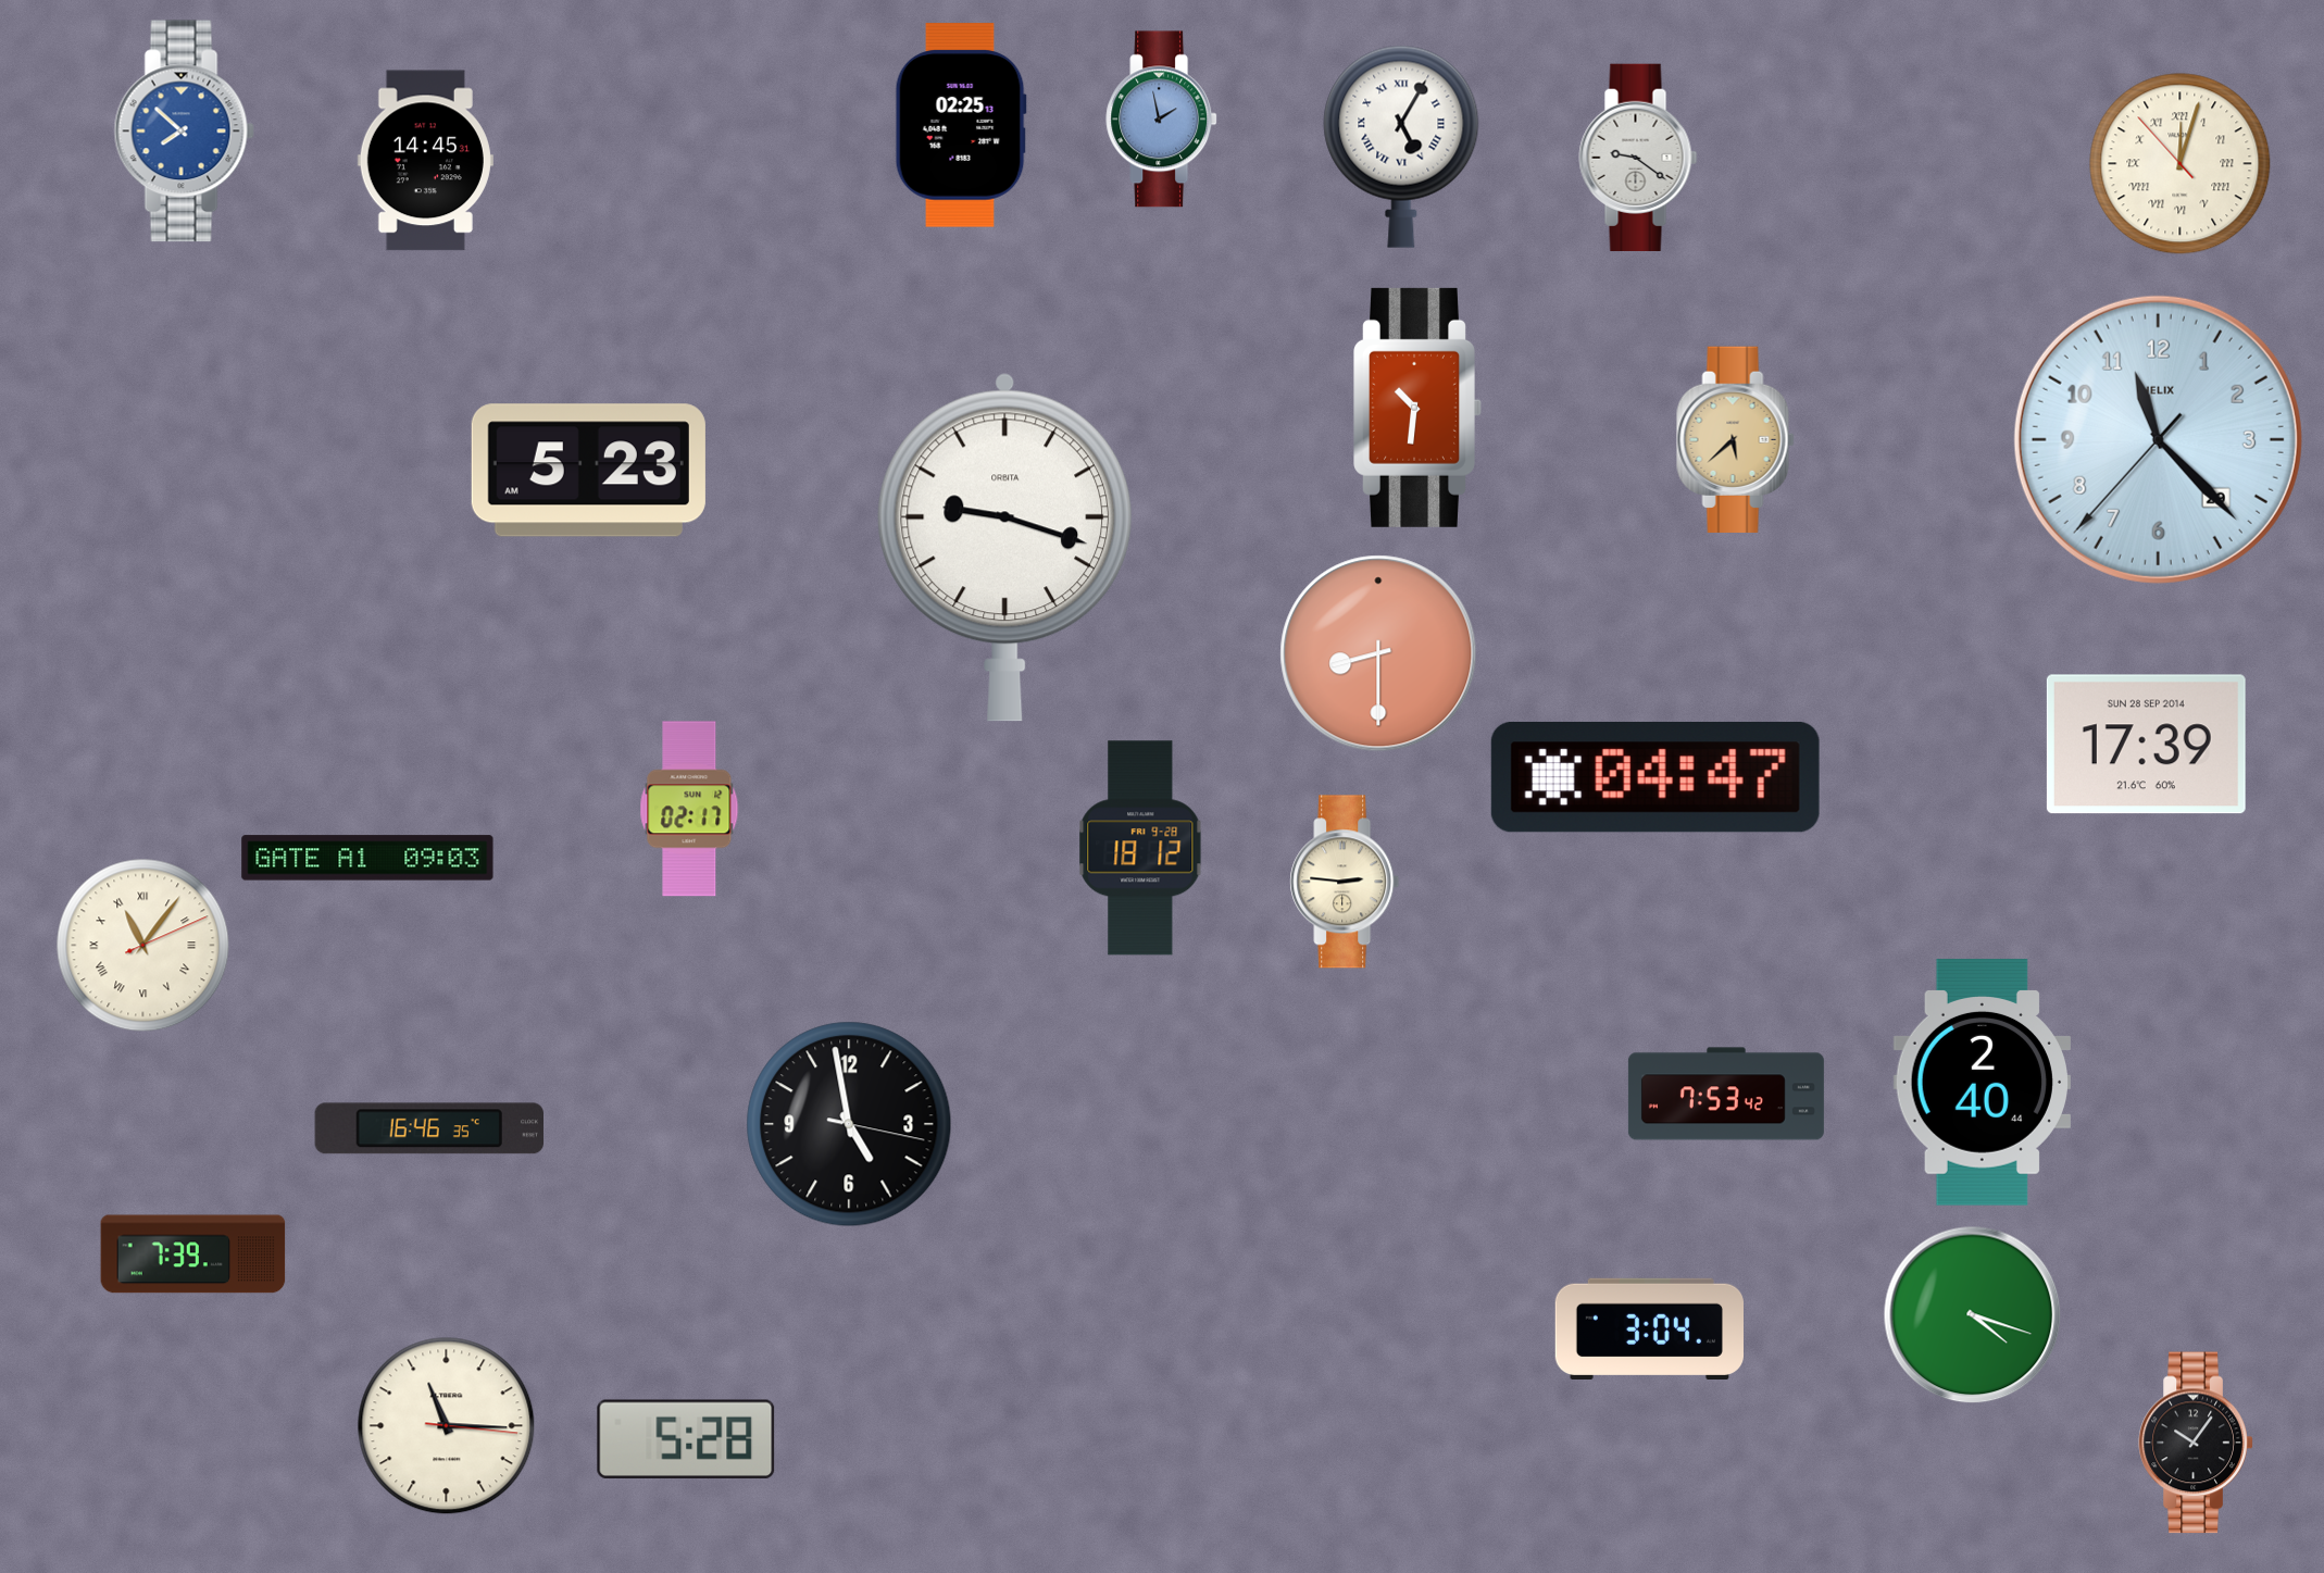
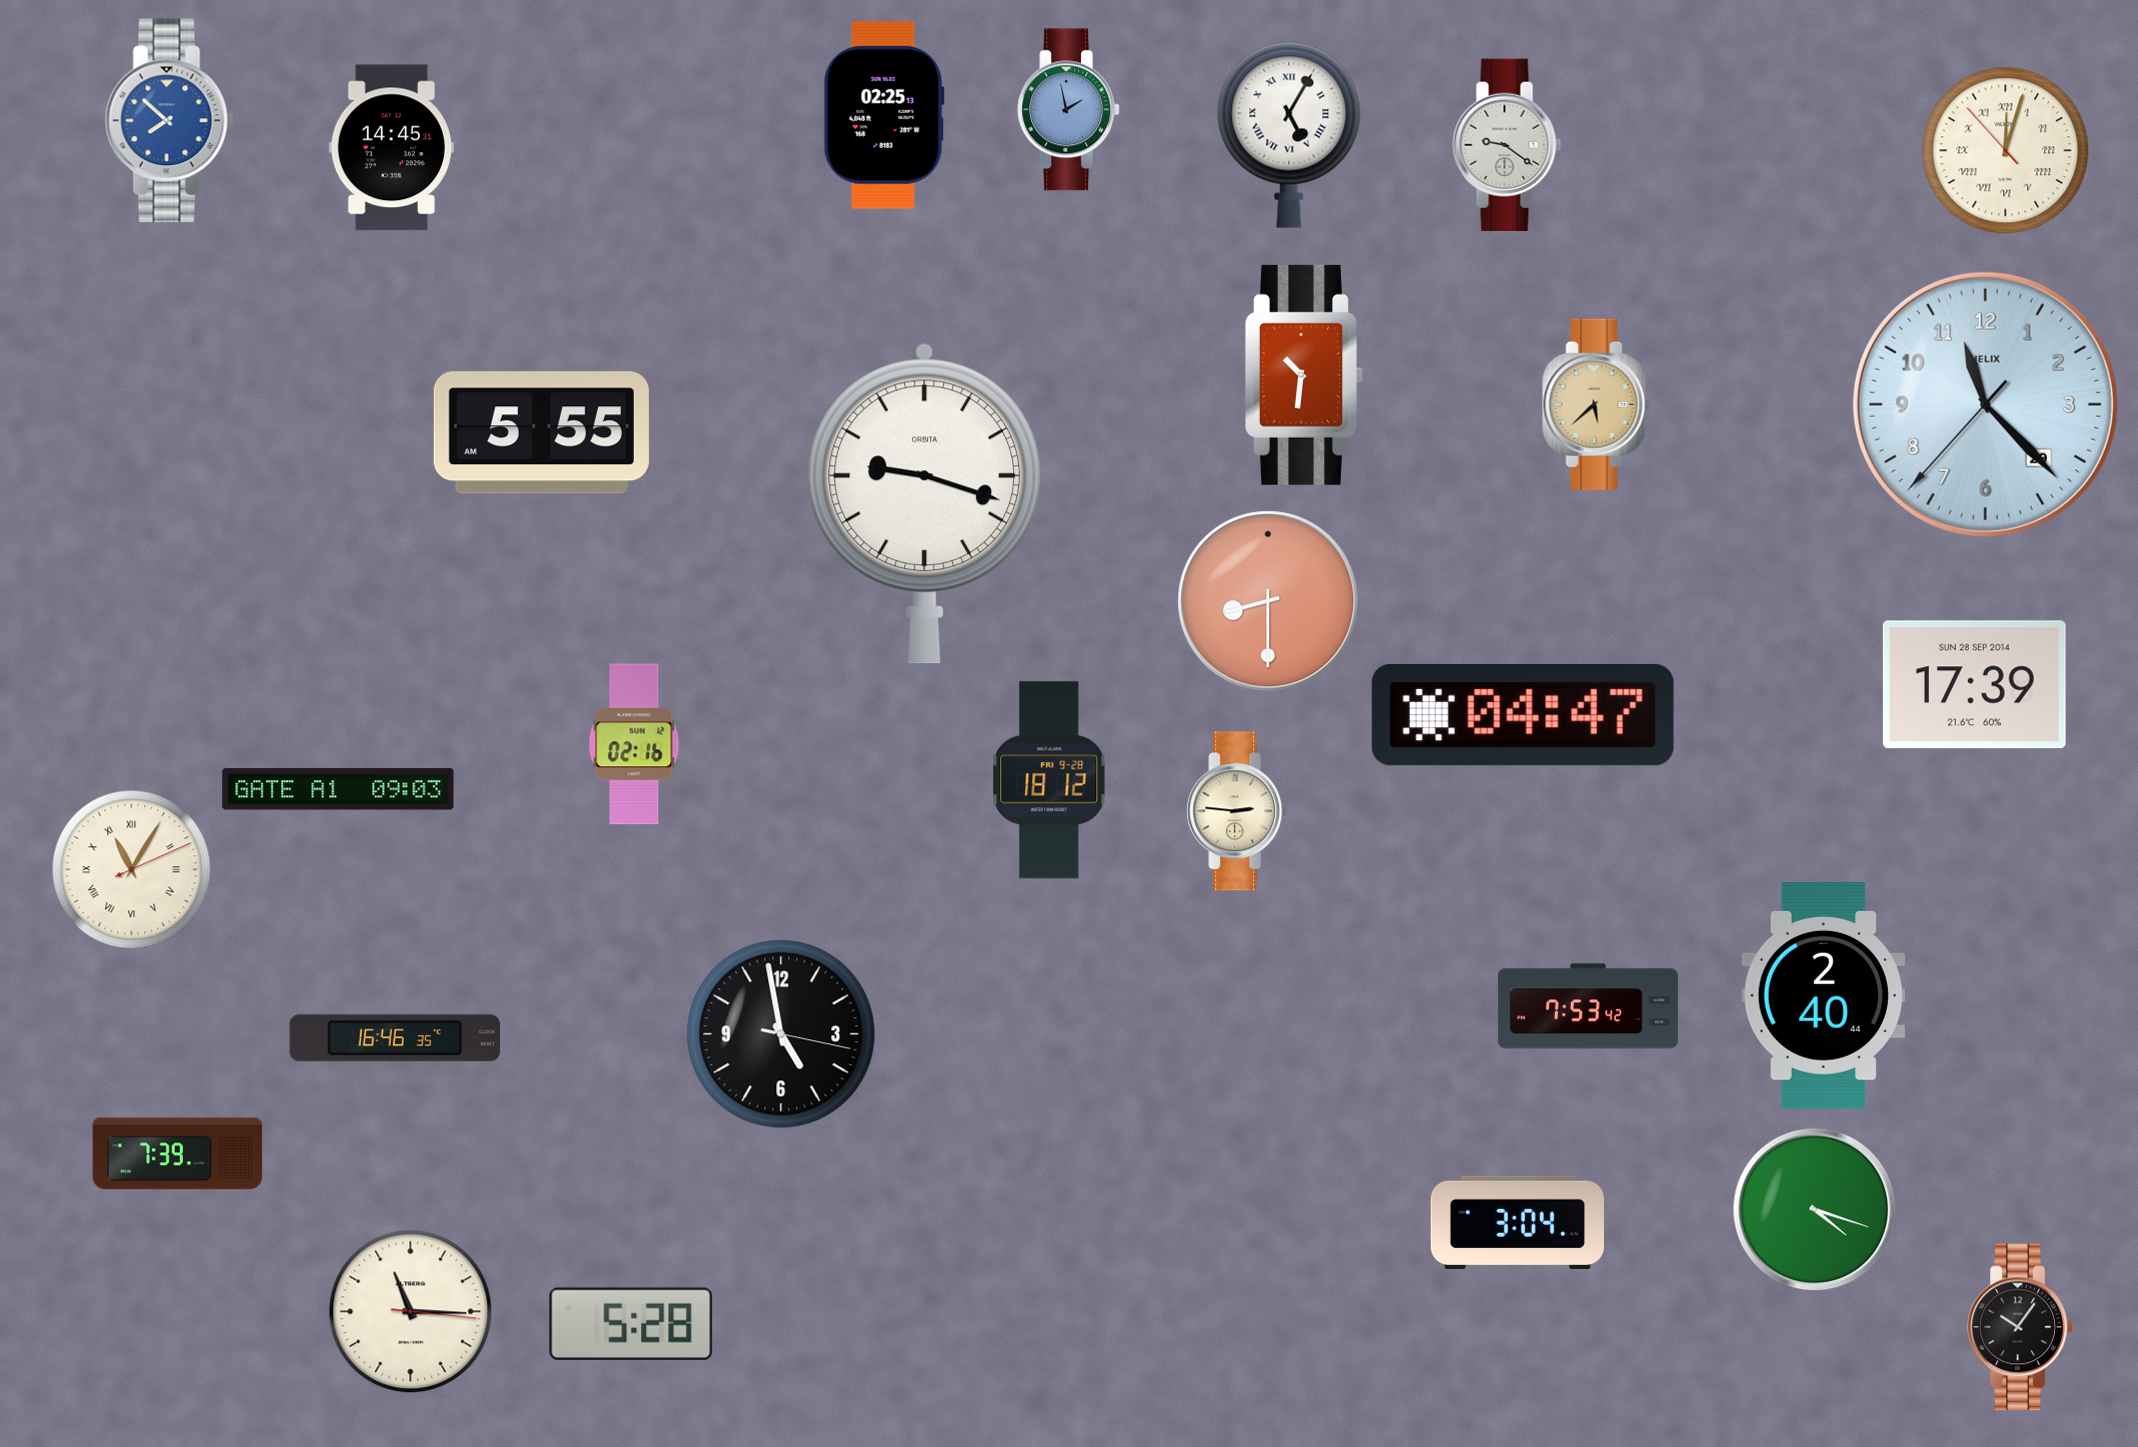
clock at (588, 471): 5:23 -> 5:55
clock at (689, 809): 02:17 -> 02:16
clock at (143, 946): 11:06 -> 11:05
